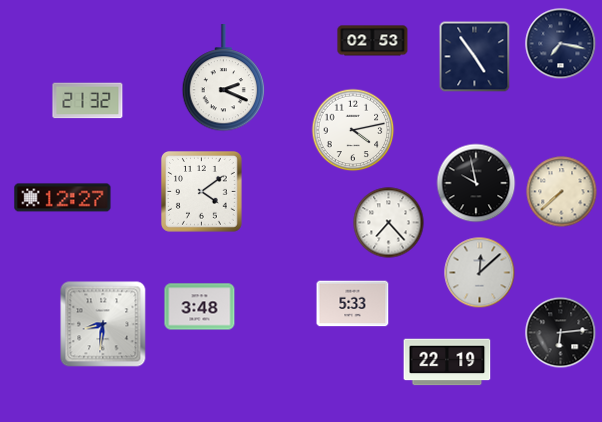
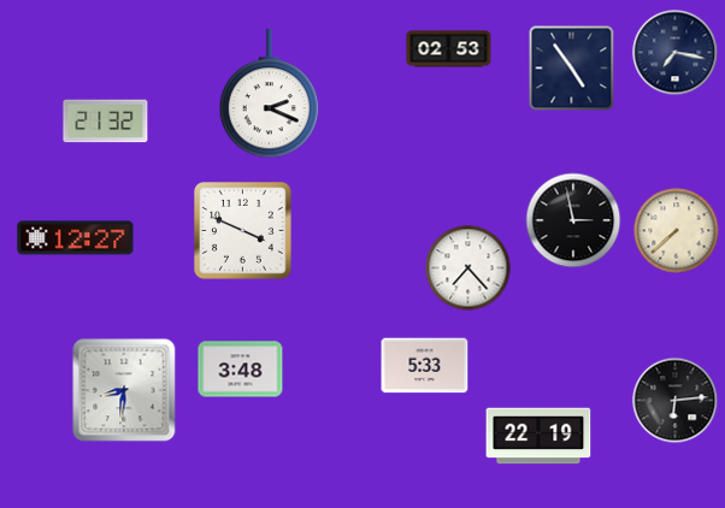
clock at (353, 130): 4:13 -> none
clock at (476, 183): 9:58 -> 2:58
clock at (202, 192): 4:09 -> 3:49
clock at (480, 273): 12:08 -> none
